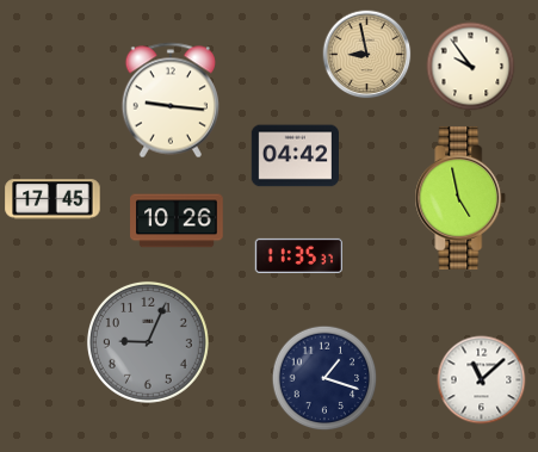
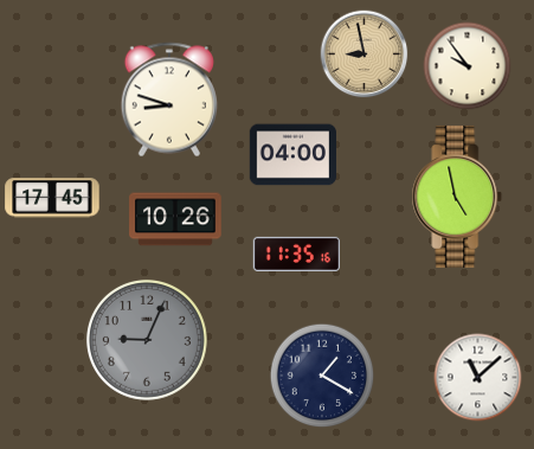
clock at (169, 100): 9:16 -> 8:48
clock at (295, 156): 04:42 -> 04:00
clock at (298, 255): 11:35:37 -> 11:35:16
clock at (324, 378): 1:18 -> 1:20
